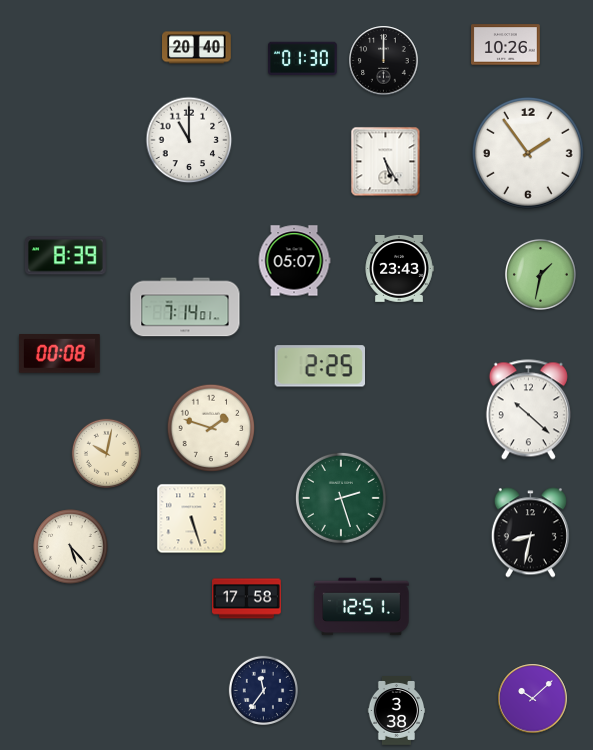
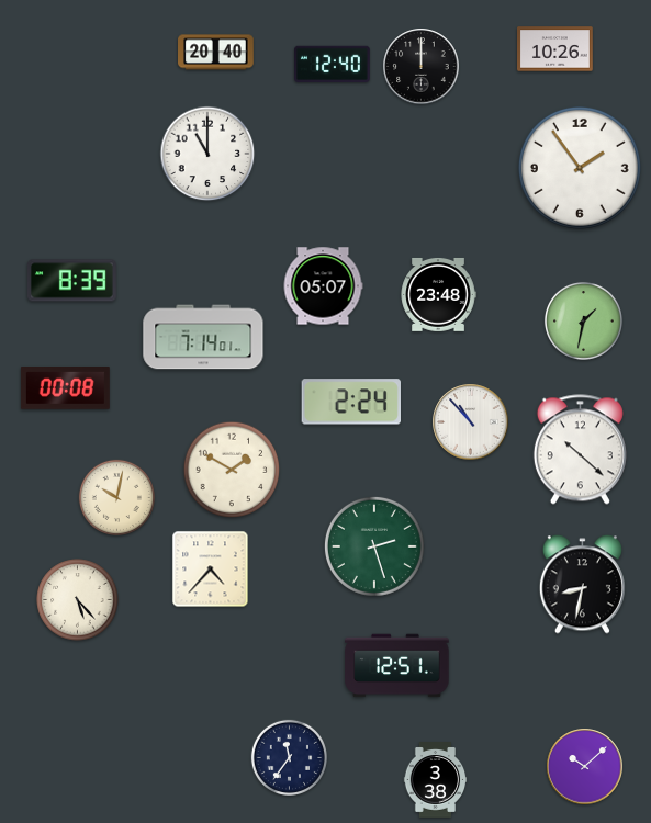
clock at (303, 59): 01:30 -> 12:40
clock at (386, 162): 5:25 -> none
clock at (399, 268): 23:43 -> 23:48
clock at (540, 274) position: (540, 274) -> (583, 320)
clock at (319, 366): 2:25 -> 2:24
clock at (471, 422): none -> 10:53
clock at (211, 428): 1:48 -> 1:50
clock at (192, 519): 5:27 -> 4:37
clock at (247, 599): 17:58 -> none
